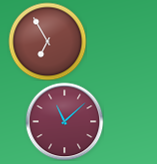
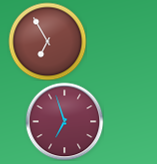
clock at (64, 121): 11:08 -> 6:57
